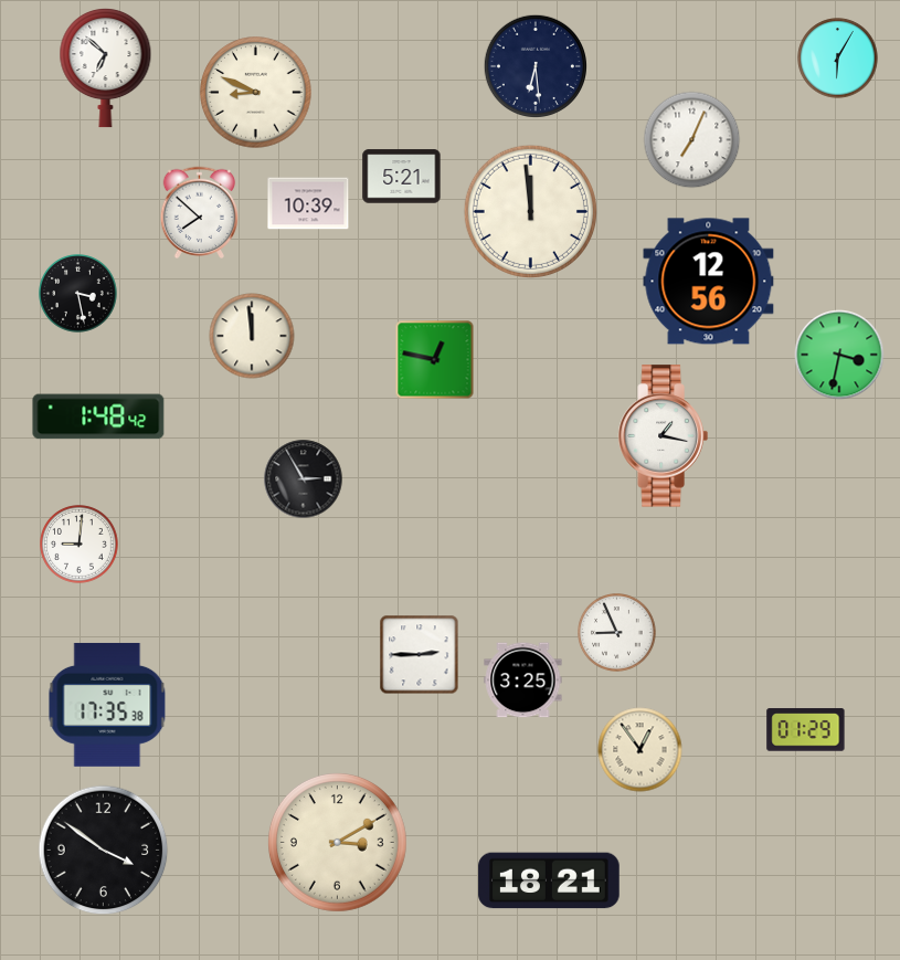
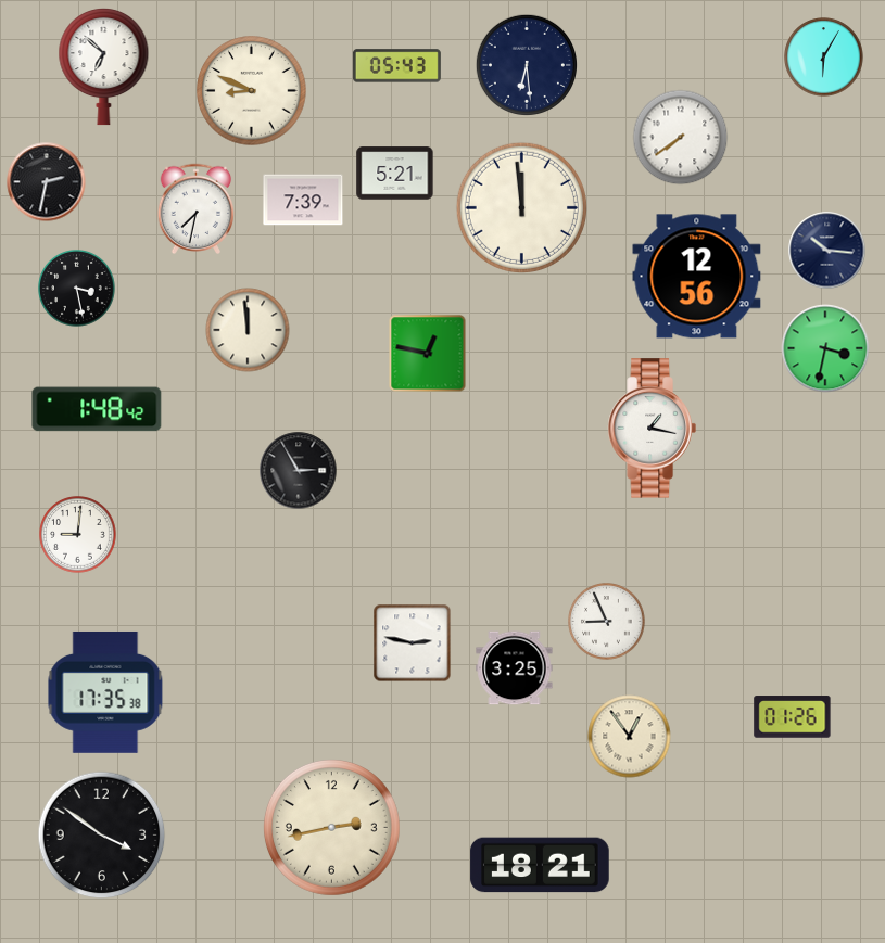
clock at (396, 66): none -> 05:43
clock at (692, 140): 7:04 -> 7:39
clock at (47, 182): none -> 2:32
clock at (308, 203): 10:39 -> 7:39
clock at (200, 212): 7:52 -> 7:32
clock at (827, 251): none -> 10:16
clock at (420, 655): 2:45 -> 2:47
clock at (806, 730): 01:29 -> 01:26
clock at (337, 842): 3:10 -> 2:43
